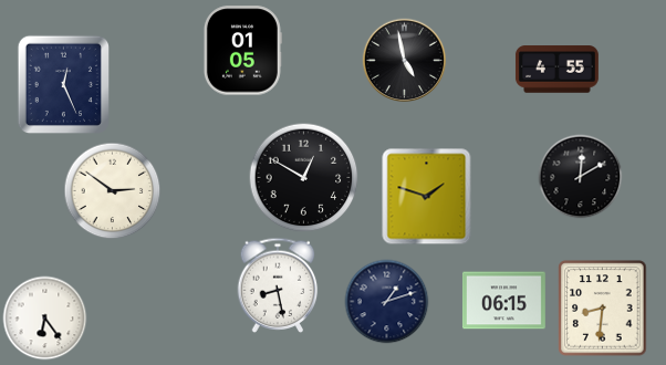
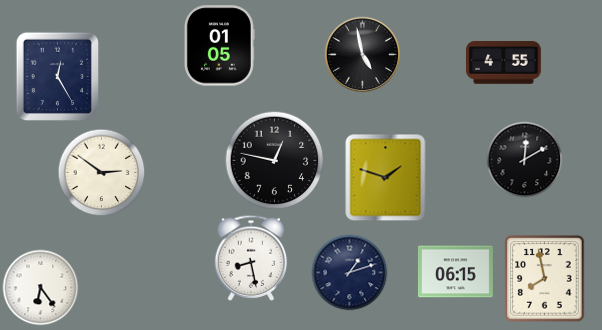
clock at (405, 61) position: (405, 61) -> (363, 55)
clock at (63, 84): 12:26 -> 12:25
clock at (304, 178): 12:50 -> 12:47
clock at (603, 309): 8:31 -> 7:58
